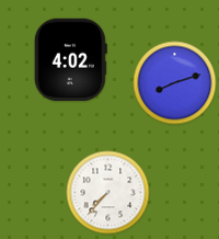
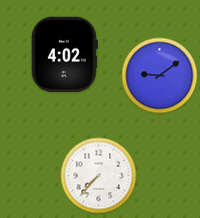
clock at (175, 83): 8:12 -> 9:09
